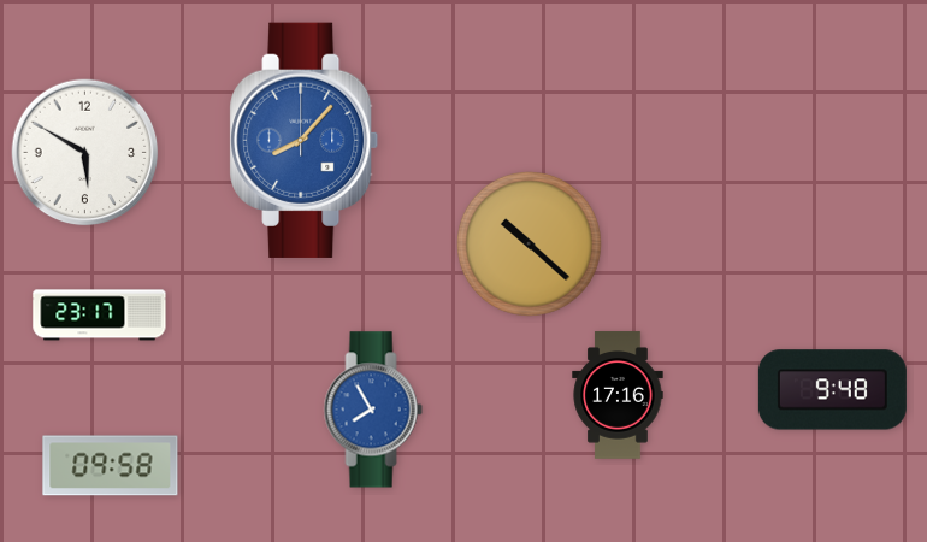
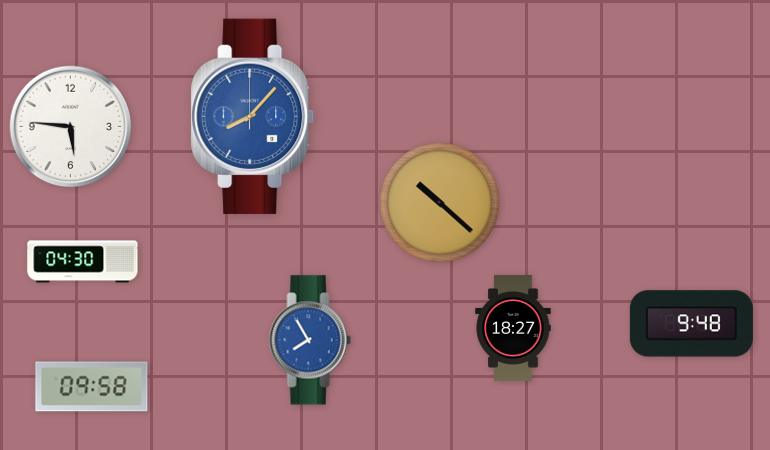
clock at (85, 153): 5:50 -> 5:46
clock at (100, 316): 23:17 -> 04:30
clock at (618, 395): 17:16 -> 18:27
